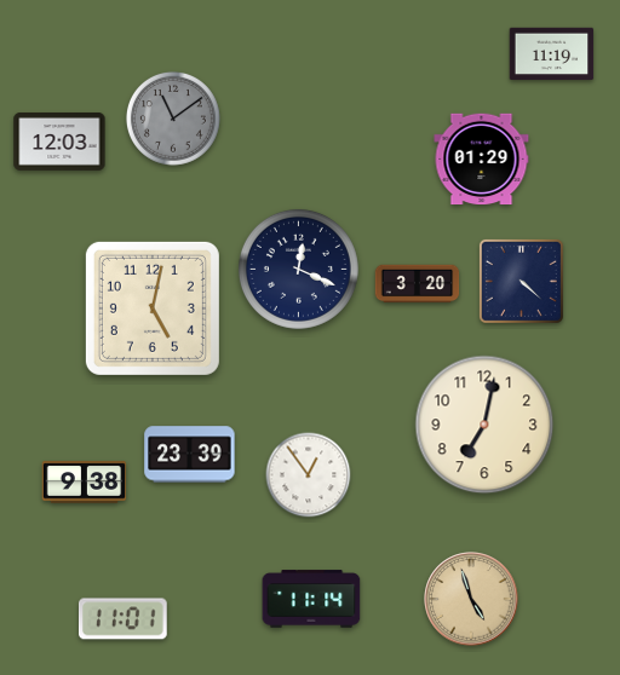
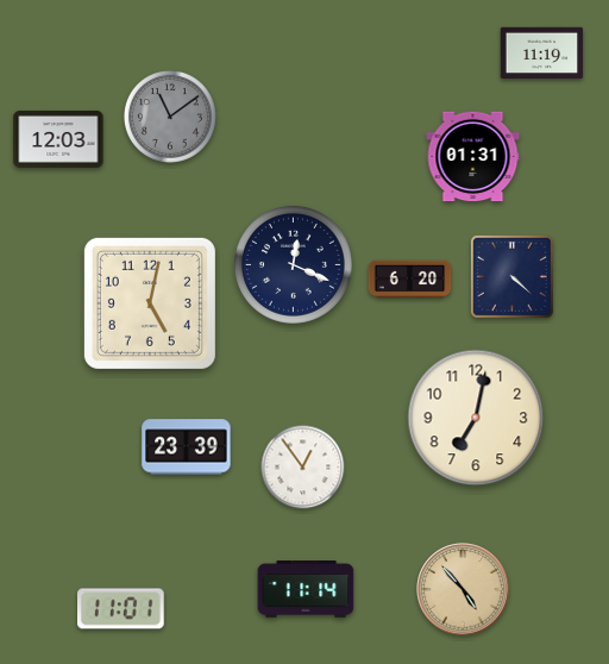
clock at (482, 160): 01:29 -> 01:31
clock at (418, 284): 3:20 -> 6:20
clock at (85, 483): 9:38 -> none
clock at (471, 599): 4:57 -> 4:53
